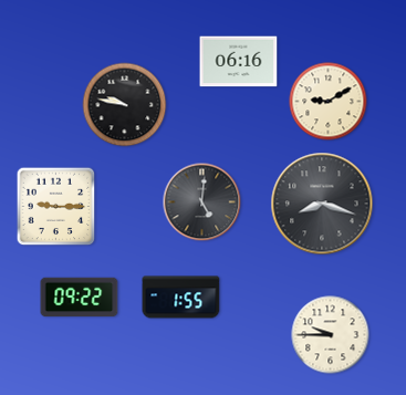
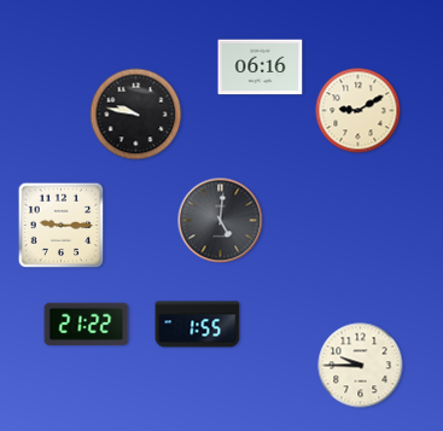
clock at (322, 204): 8:18 -> none
clock at (80, 298): 09:22 -> 21:22
